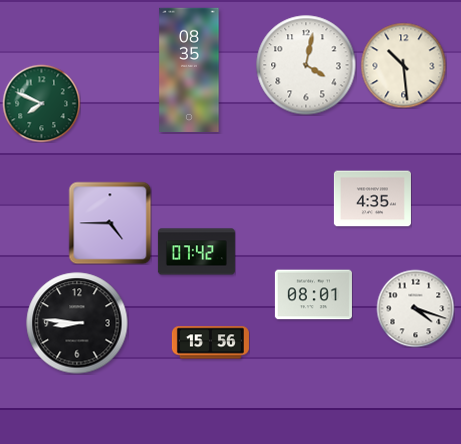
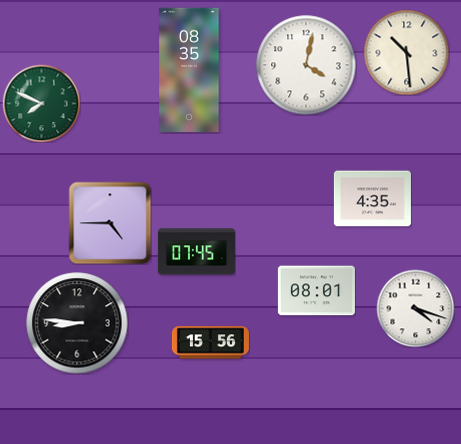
clock at (403, 65) position: (403, 65) -> (406, 52)
clock at (196, 252): 07:42 -> 07:45
clock at (313, 295) position: (313, 295) -> (316, 291)
